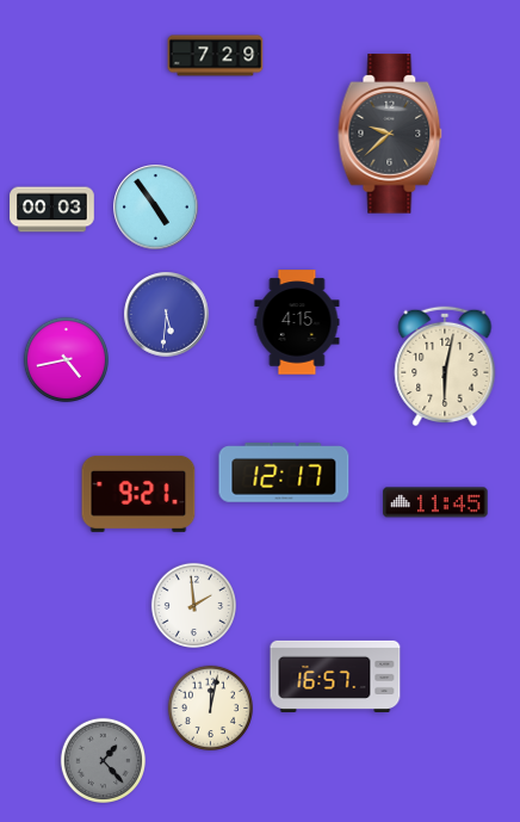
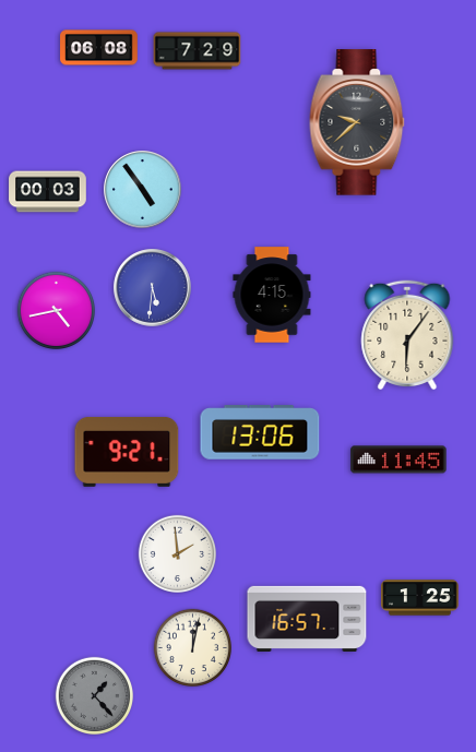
clock at (99, 48): none -> 06:08
clock at (67, 360) position: (67, 360) -> (57, 311)
clock at (445, 366): 6:02 -> 6:06
clock at (284, 472): 12:17 -> 13:06
clock at (420, 598): none -> 1:25
